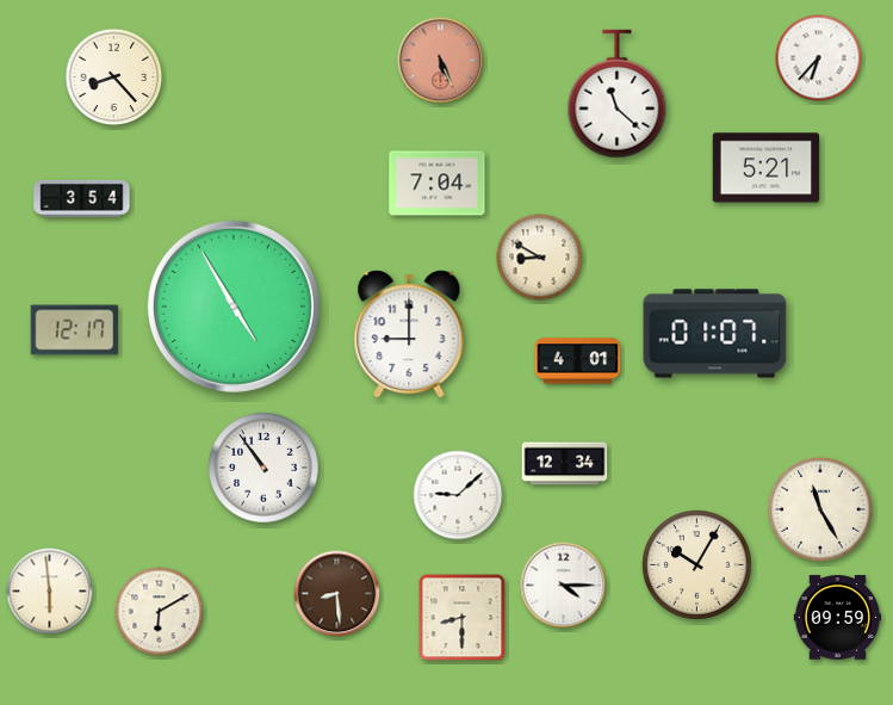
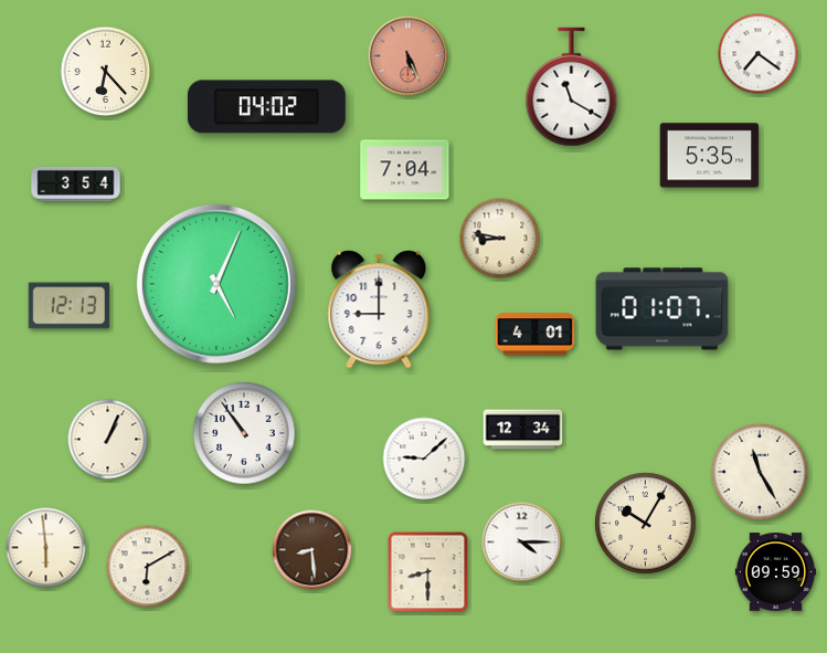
clock at (819, 58): 6:37 -> 7:21
clock at (114, 78): 8:23 -> 6:23
clock at (618, 94): 11:22 -> 11:20
clock at (266, 107): none -> 04:02
clock at (767, 168): 5:21 -> 5:35
clock at (540, 258): 8:50 -> 8:47
clock at (234, 307): 4:55 -> 5:04
clock at (74, 330): 12:17 -> 12:13
clock at (108, 440): none -> 1:04
